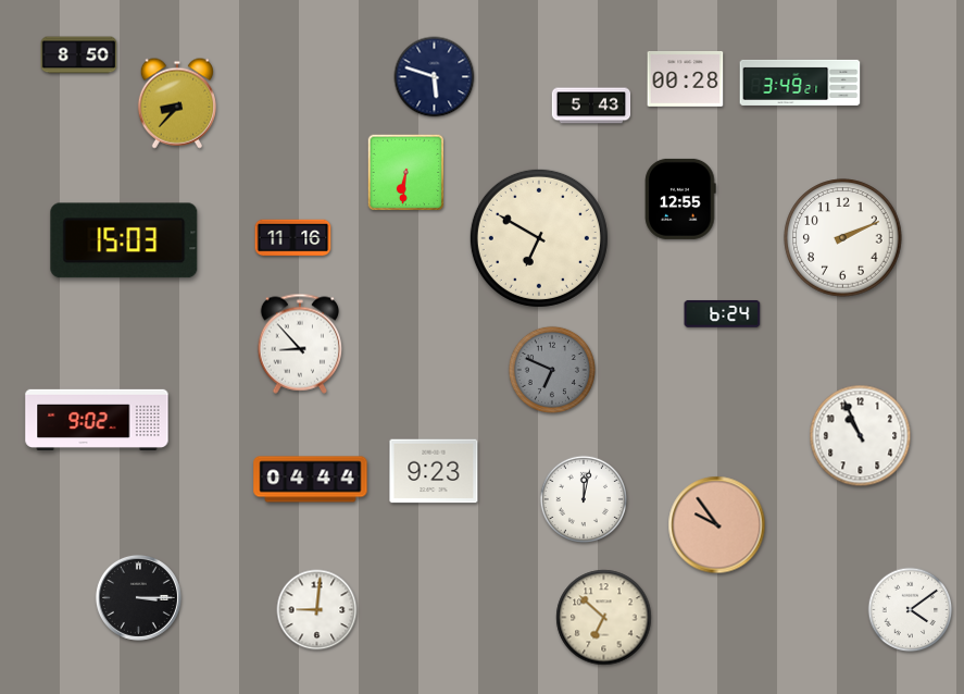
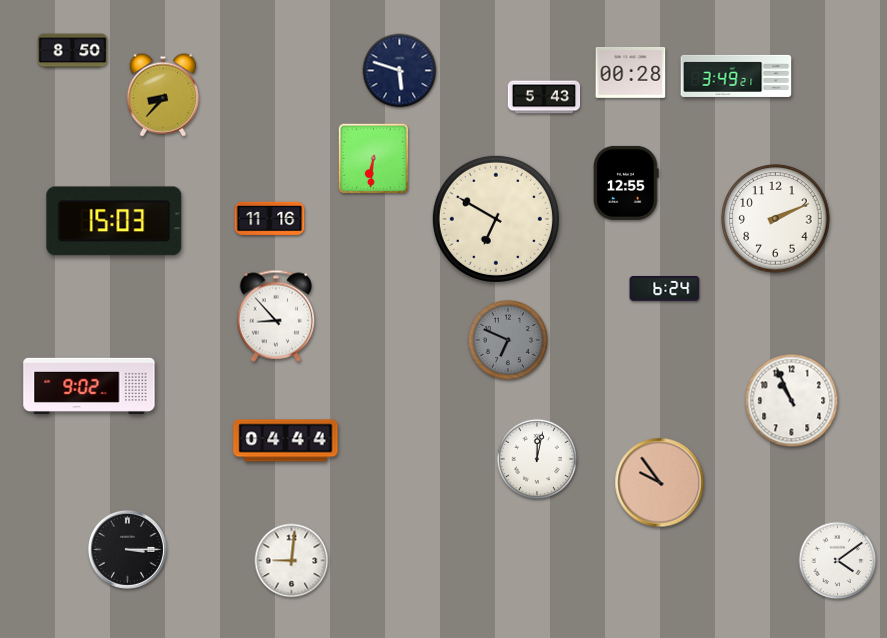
clock at (434, 471): 9:23 -> none
clock at (604, 618): 6:52 -> none
